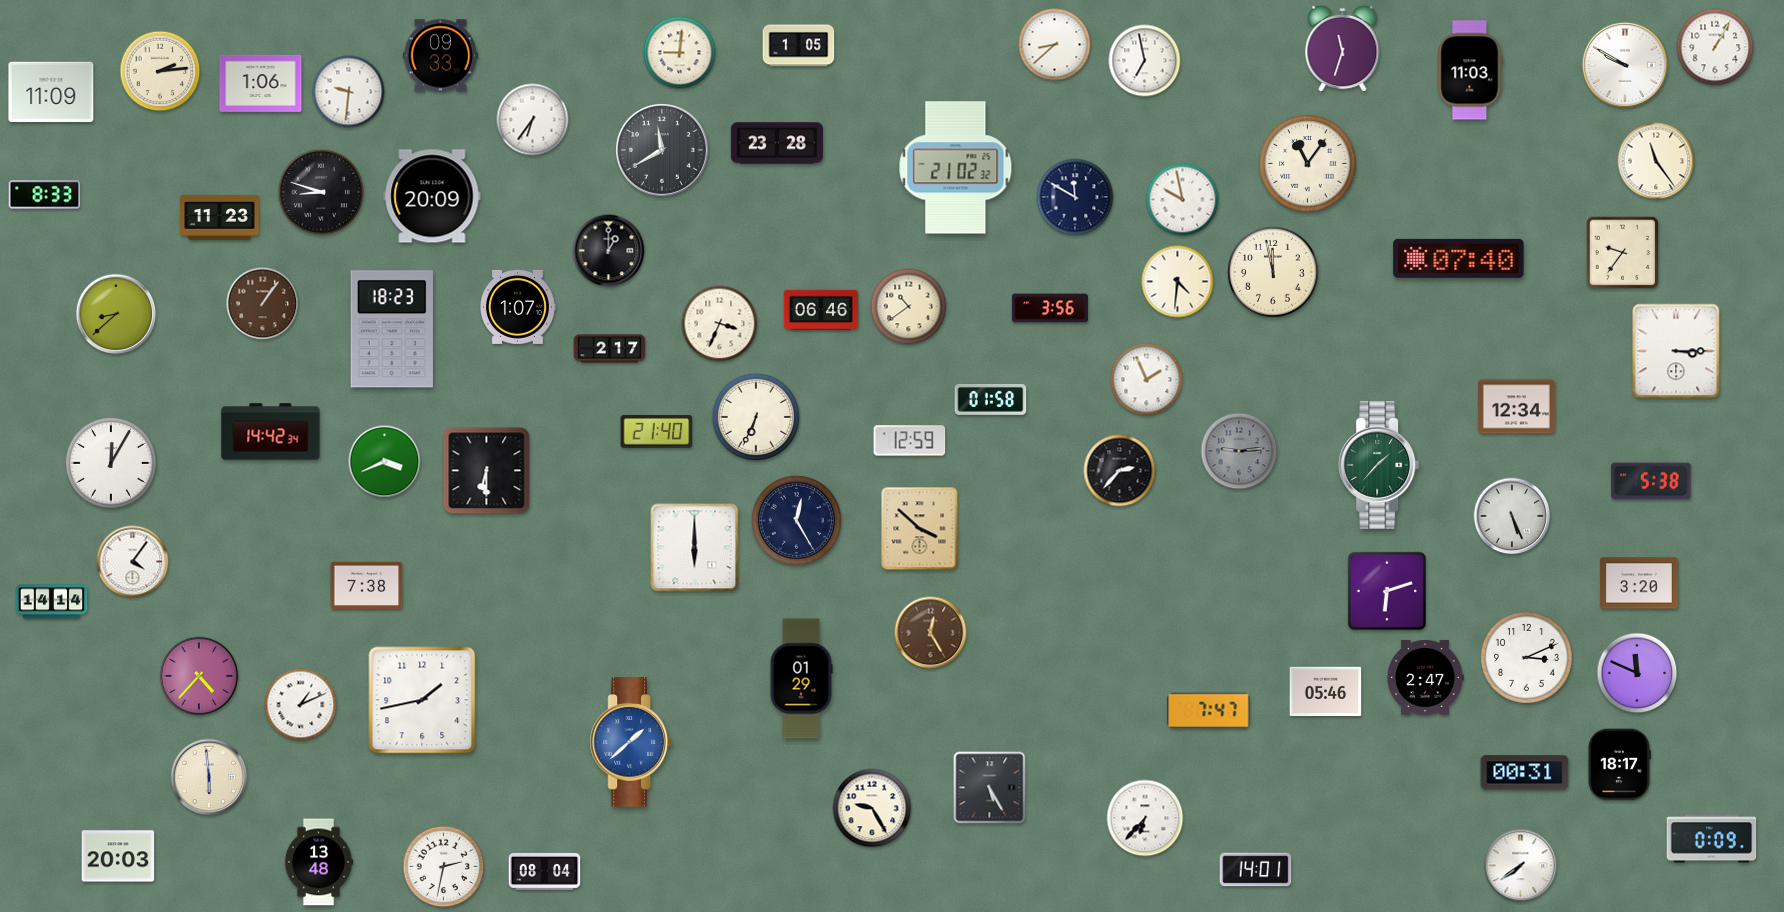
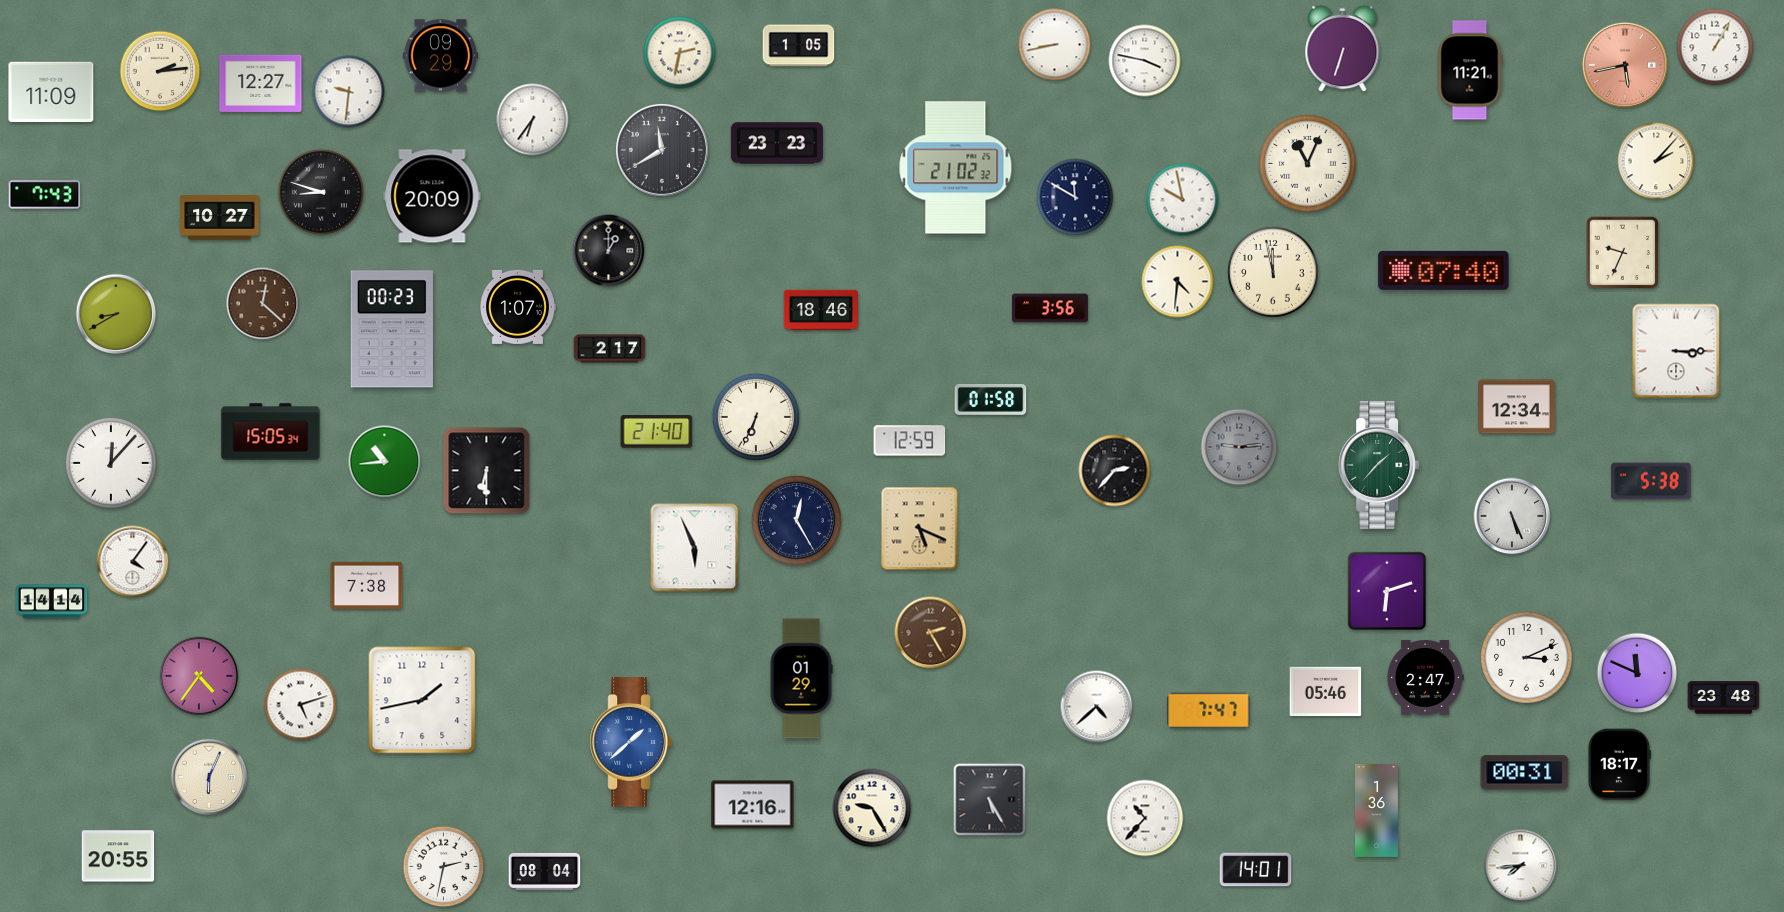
clock at (1055, 45): 8:38 -> 8:43
clock at (1343, 49): 11:33 -> 6:33
clock at (680, 53): 9:01 -> 2:32
clock at (440, 56): 09:33 -> 09:29
clock at (1145, 61): 6:58 -> 3:47
clock at (1625, 65): 9:50 -> 5:43
clock at (1625, 65) dial: white -> salmon
clock at (1470, 70): 11:03 -> 11:21
clock at (261, 83): 1:06 -> 12:27
clock at (777, 143): 23:28 -> 23:23
clock at (1656, 161): 11:24 -> 2:07
clock at (1308, 164): 11:06 -> 11:04
clock at (45, 195): 8:33 -> 7:43
clock at (220, 218): 11:23 -> 10:27
clock at (1623, 253): 9:36 -> 9:34
clock at (1459, 258) position: (1459, 258) -> (1444, 270)
clock at (263, 304): 1:06 -> 12:22
clock at (909, 307): 10:39 -> none
clock at (821, 310): 06:46 -> 18:46
clock at (116, 314): 8:38 -> 8:40
clock at (720, 324): 3:34 -> none
clock at (392, 329): 18:23 -> 00:23
clock at (1147, 380): 1:56 -> none
clock at (271, 432): 14:42 -> 15:05
clock at (1239, 451) position: (1239, 451) -> (1239, 447)
clock at (385, 462): 3:41 -> 10:44
clock at (111, 463): 12:05 -> 12:07
clock at (1120, 471) position: (1120, 471) -> (1115, 471)
clock at (920, 529): 3:52 -> 5:19
clock at (695, 548): 6:00 -> 5:56
clock at (1639, 583): 3:20 -> none
clock at (931, 633): 12:25 -> 2:25
clock at (199, 676): 4:37 -> 4:36
clock at (1724, 698): none -> 23:48
clock at (301, 705): 1:11 -> 5:12
clock at (1097, 707): none -> 4:38
clock at (209, 777): 5:59 -> 6:04
clock at (990, 788) position: (990, 788) -> (990, 800)
clock at (753, 805): none -> 12:16
clock at (1376, 810): none -> 1:36
clock at (1145, 818): 6:37 -> 10:37
clock at (1712, 839): 0:09 -> none
clock at (118, 856): 20:03 -> 20:55
clock at (319, 862): 13:48 -> none
clock at (1521, 866): 7:39 -> 7:44
